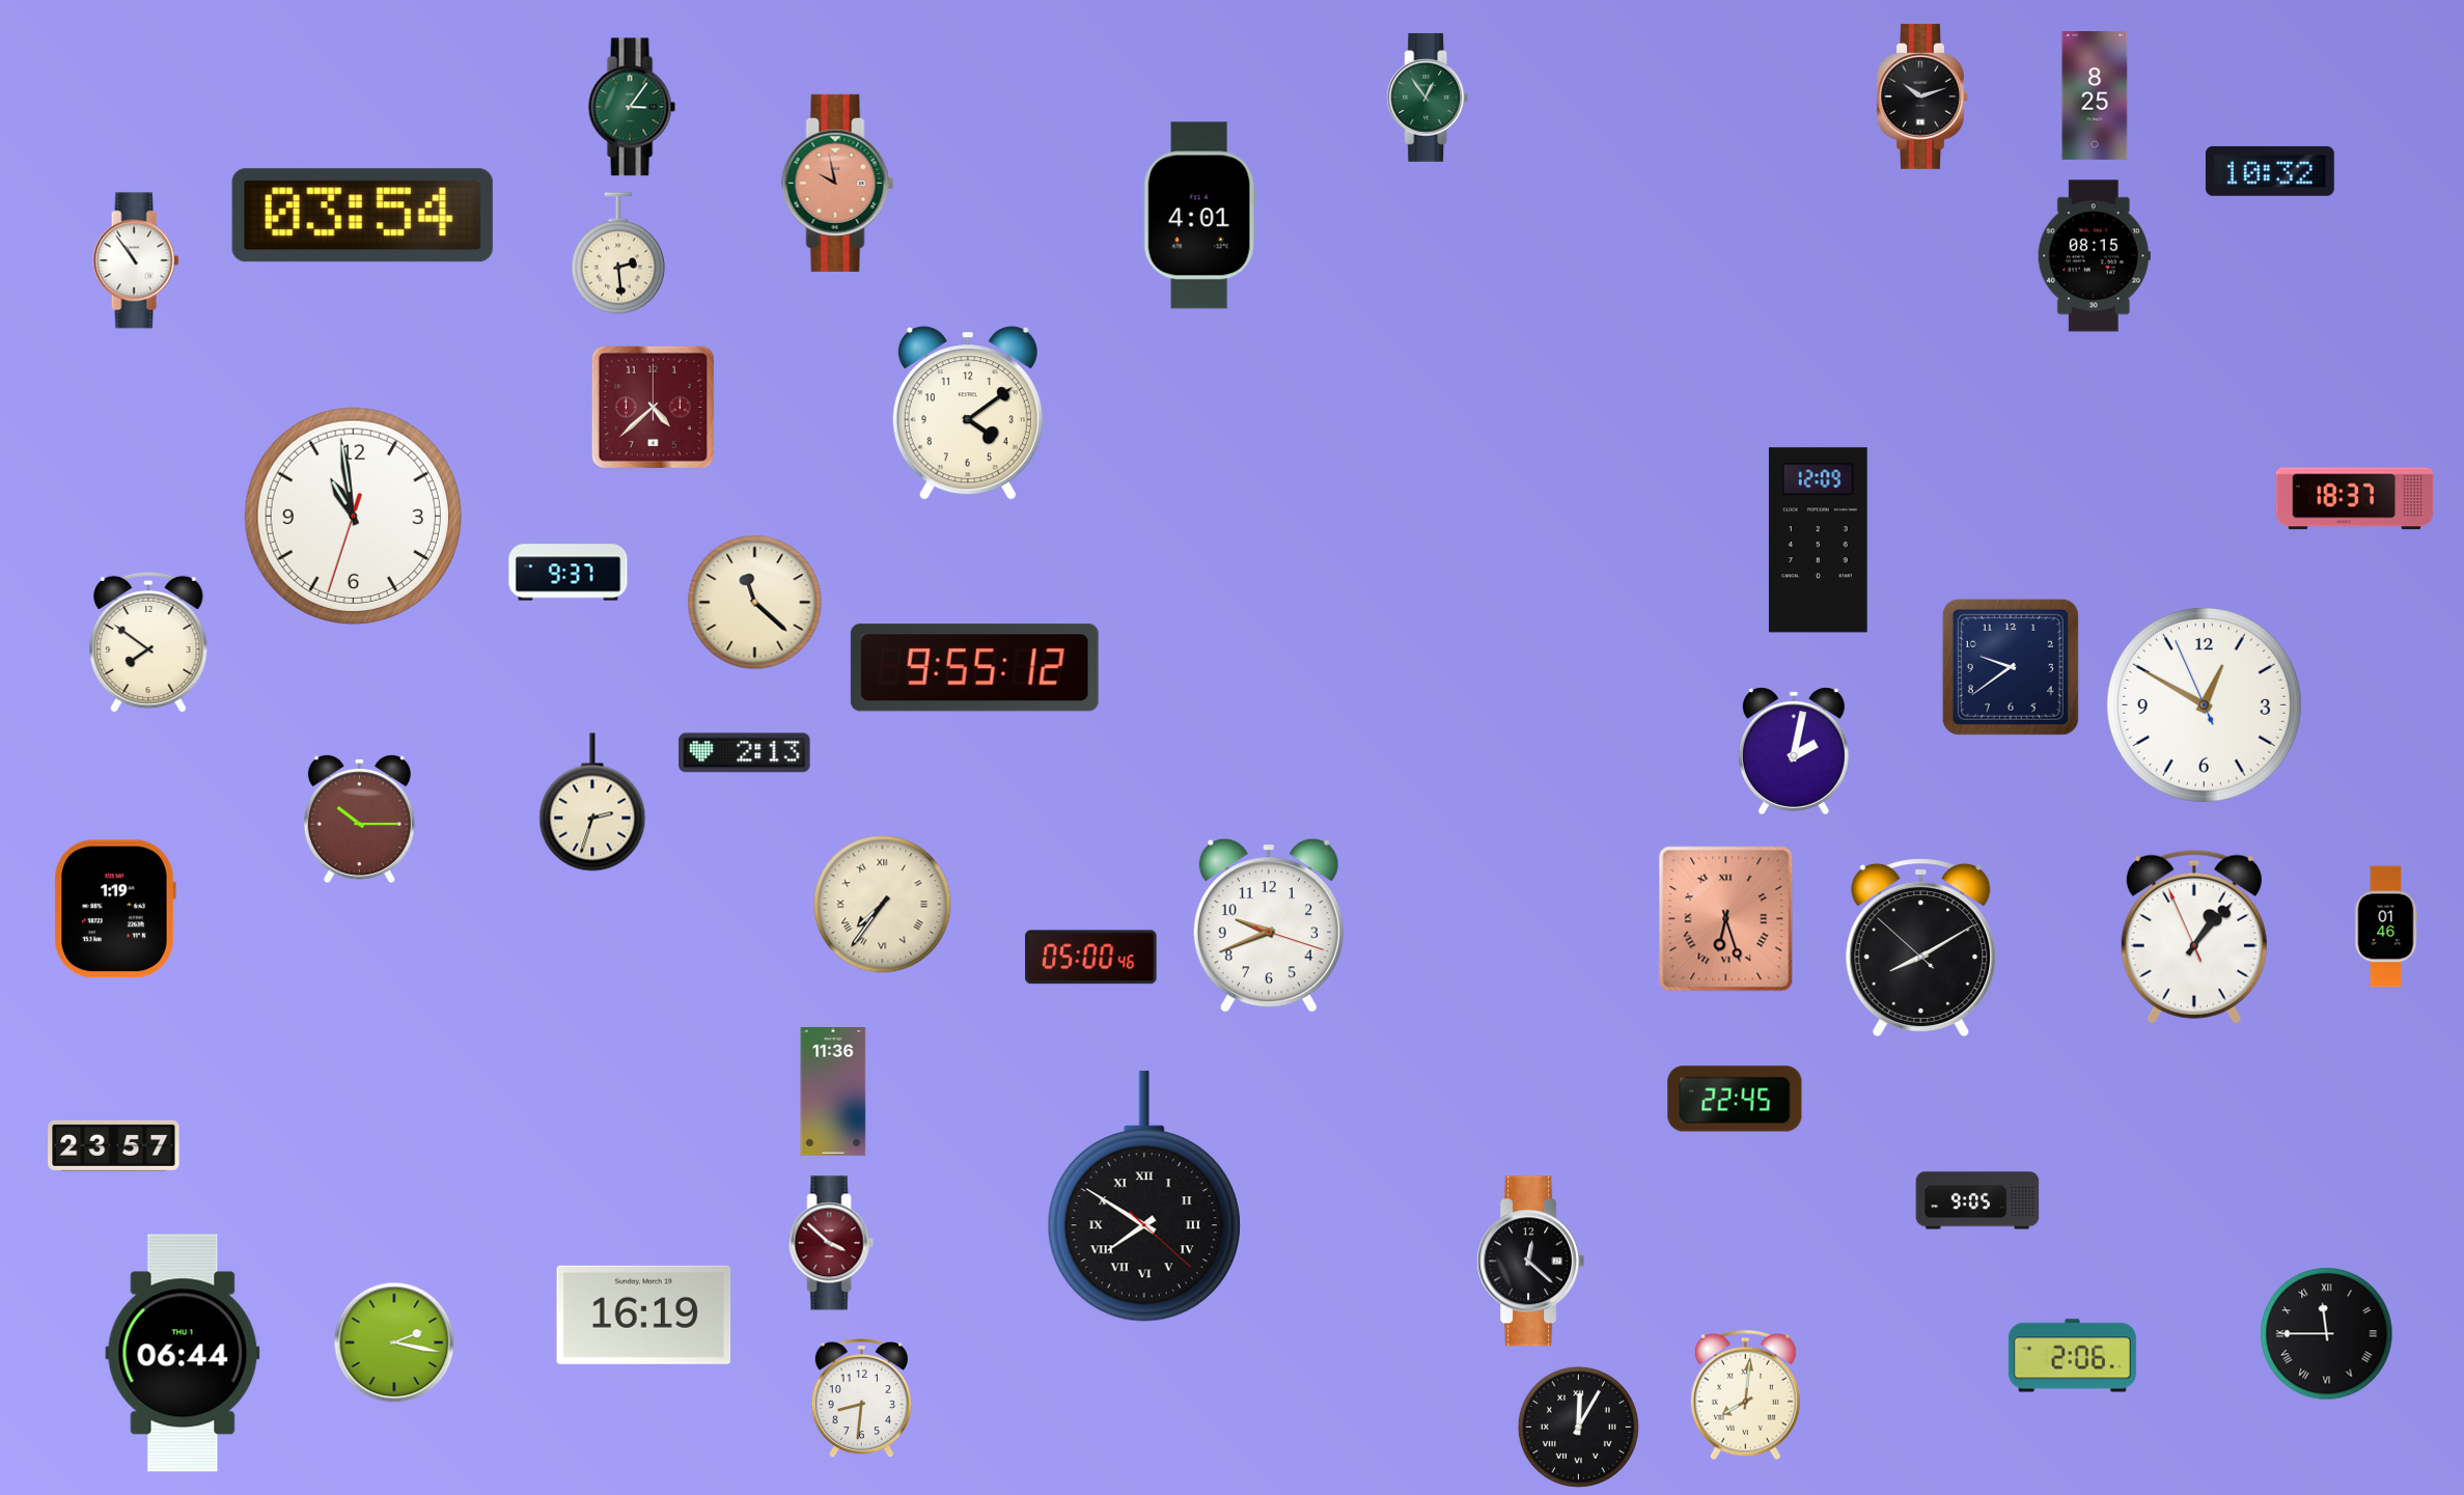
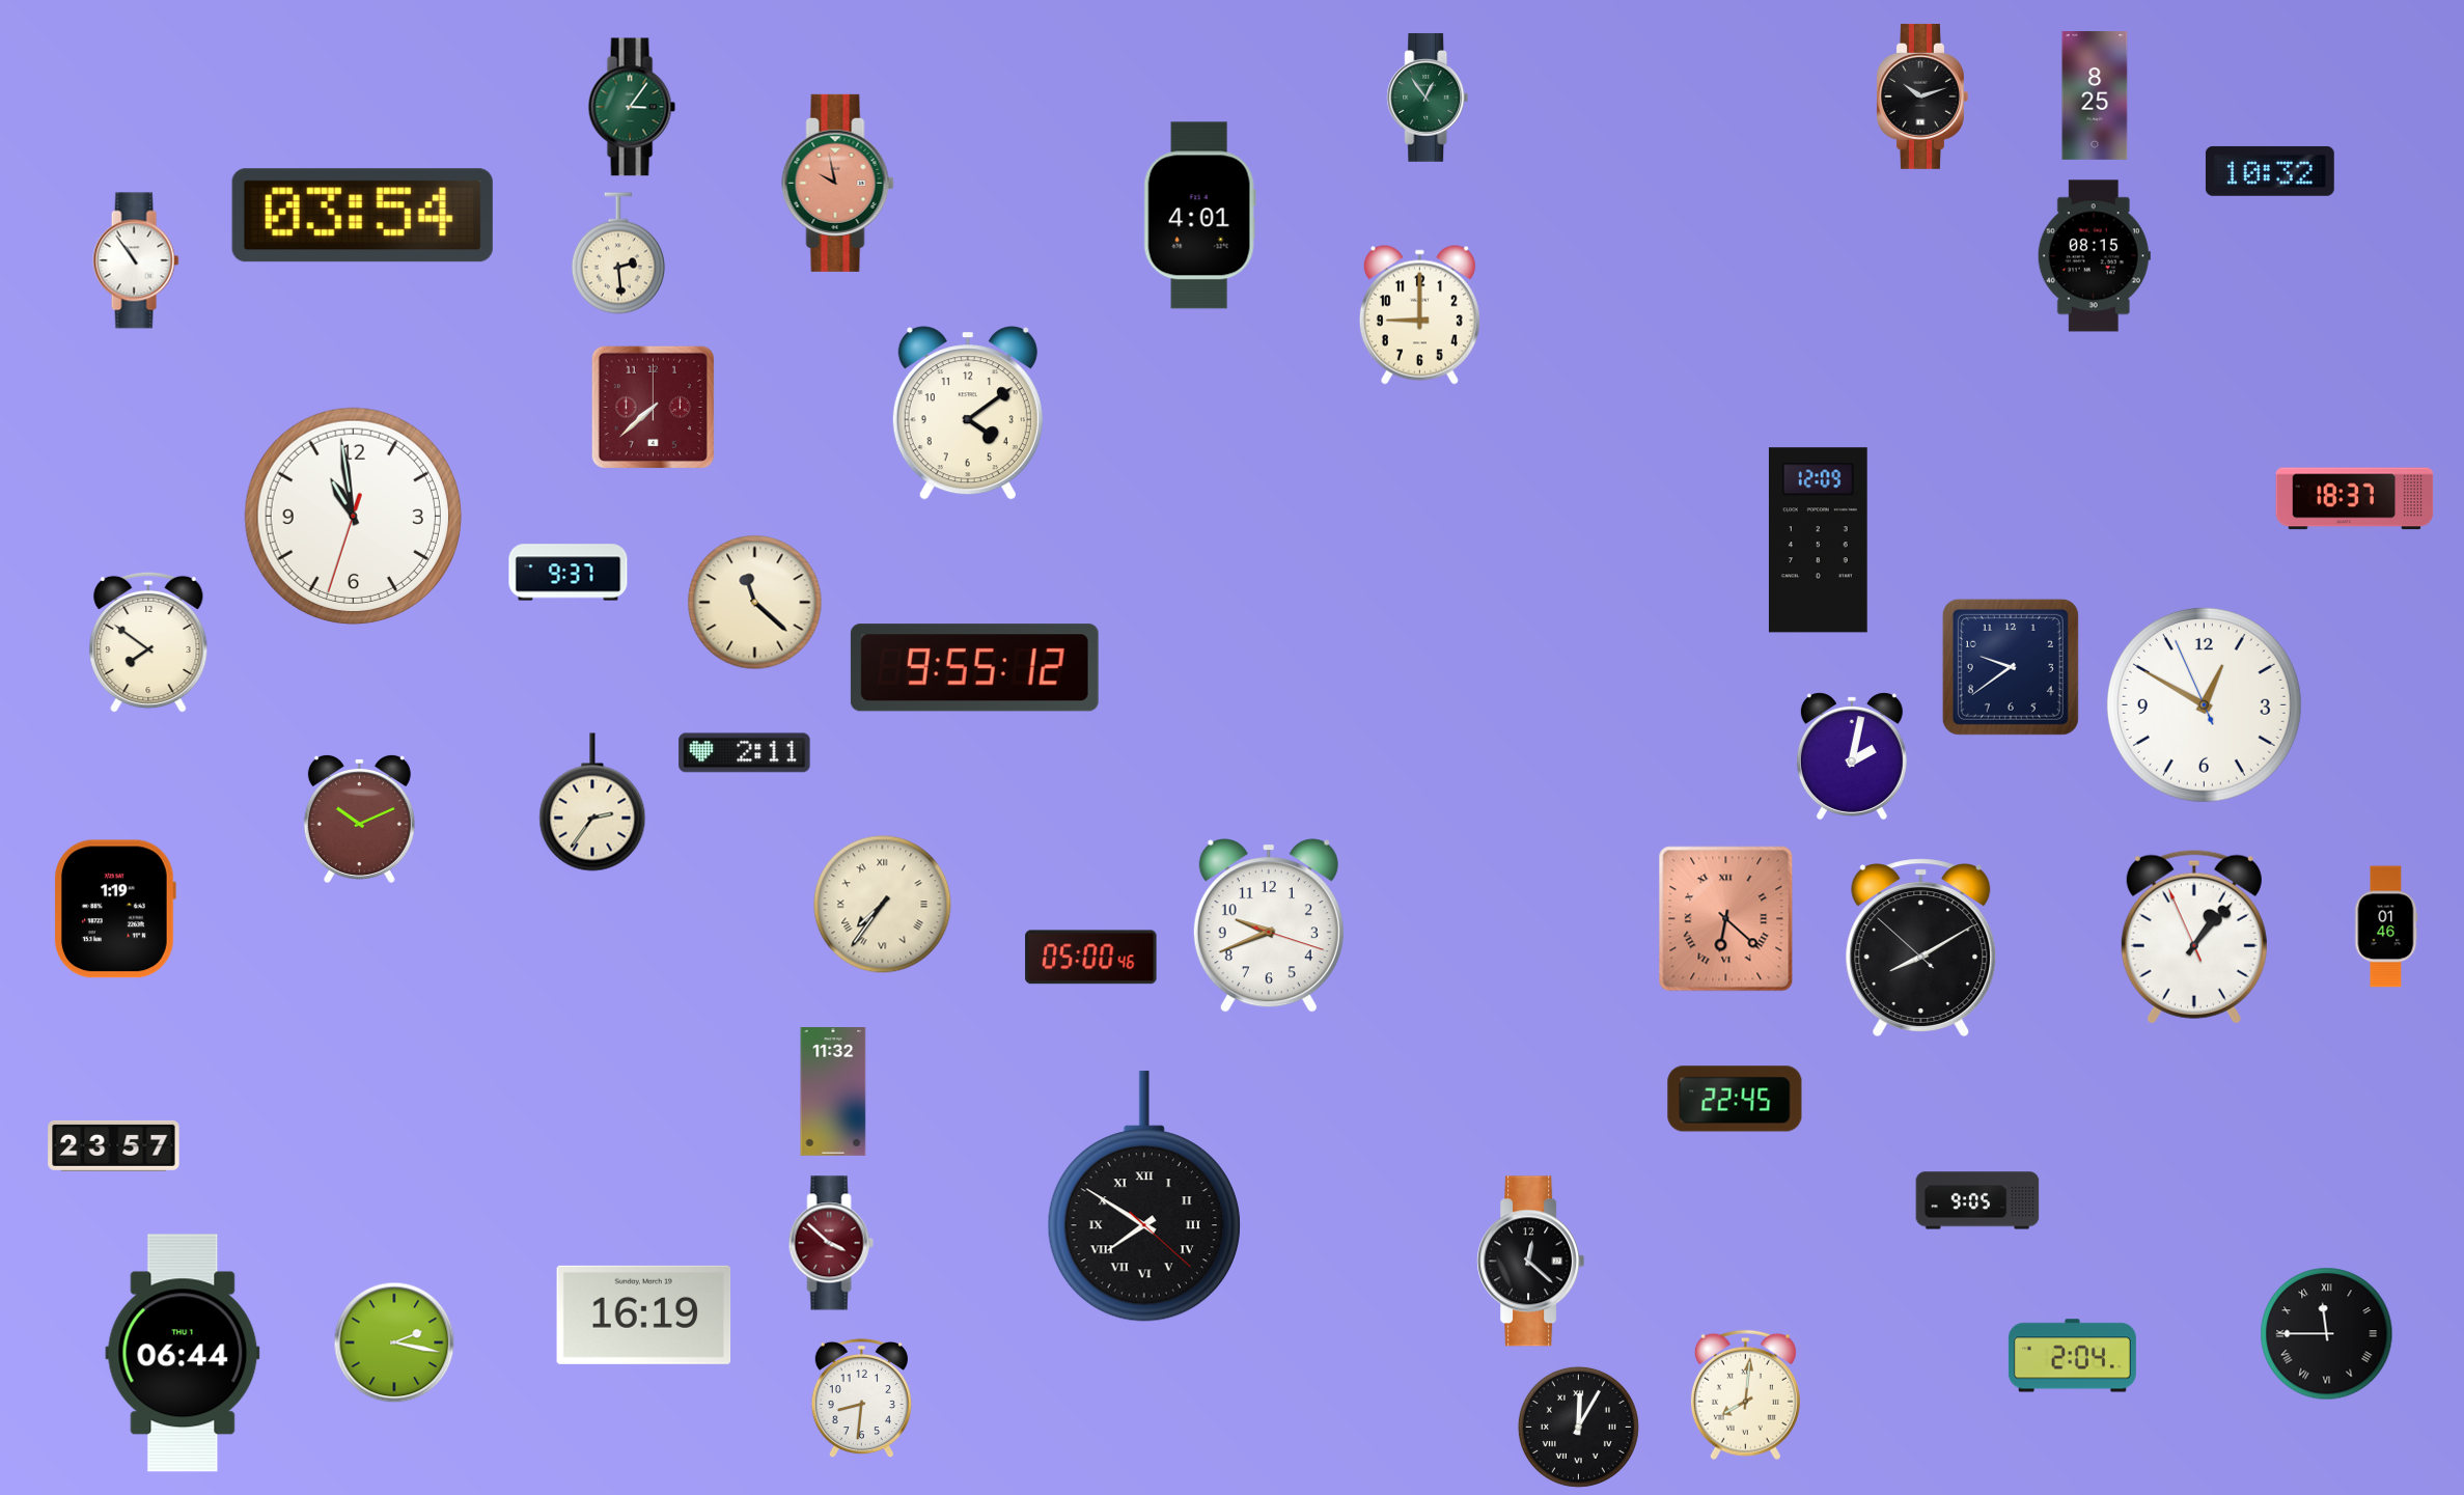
clock at (1419, 314): none -> 9:00
clock at (653, 407): 4:38 -> 7:38
clock at (1794, 751) position: (1794, 751) -> (1852, 756)
clock at (745, 753): 2:13 -> 2:11
clock at (592, 802): 2:33 -> 2:36
clock at (359, 819): 10:15 -> 10:11
clock at (1726, 919): 6:27 -> 6:22
clock at (833, 1092): 11:36 -> 11:32
clock at (2072, 1356): 2:06 -> 2:04
